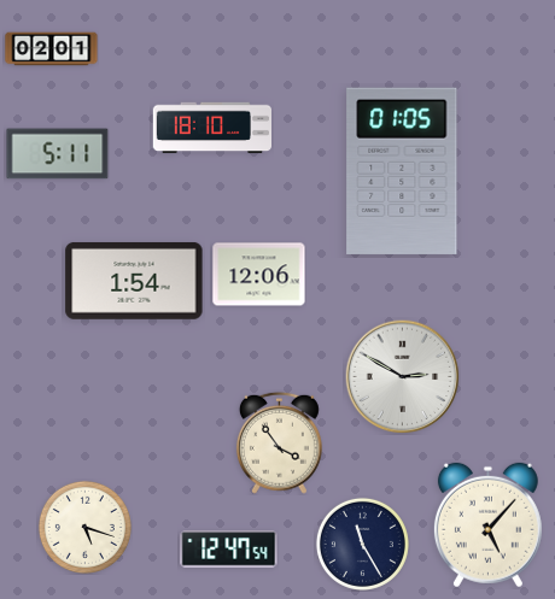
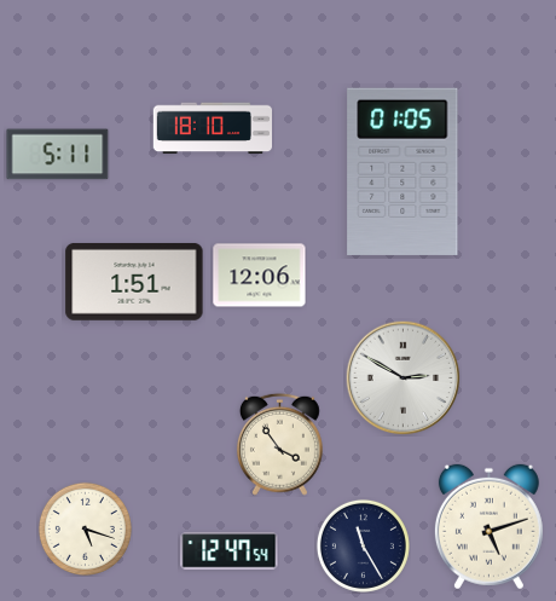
clock at (52, 49): 02:01 -> none
clock at (134, 281): 1:54 -> 1:51
clock at (487, 525): 5:07 -> 5:12
